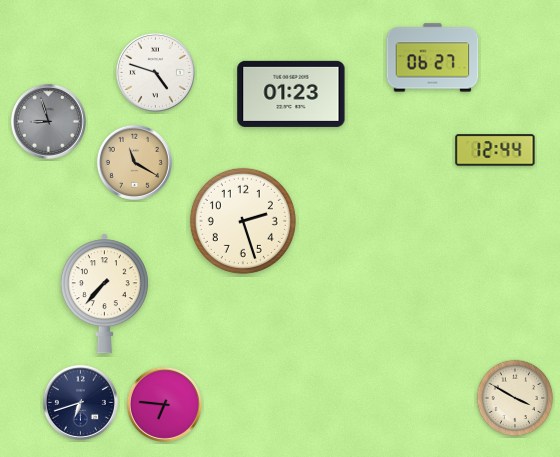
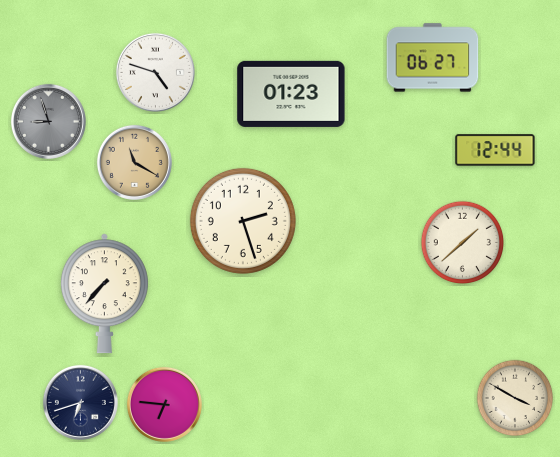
clock at (463, 243): none -> 1:38
